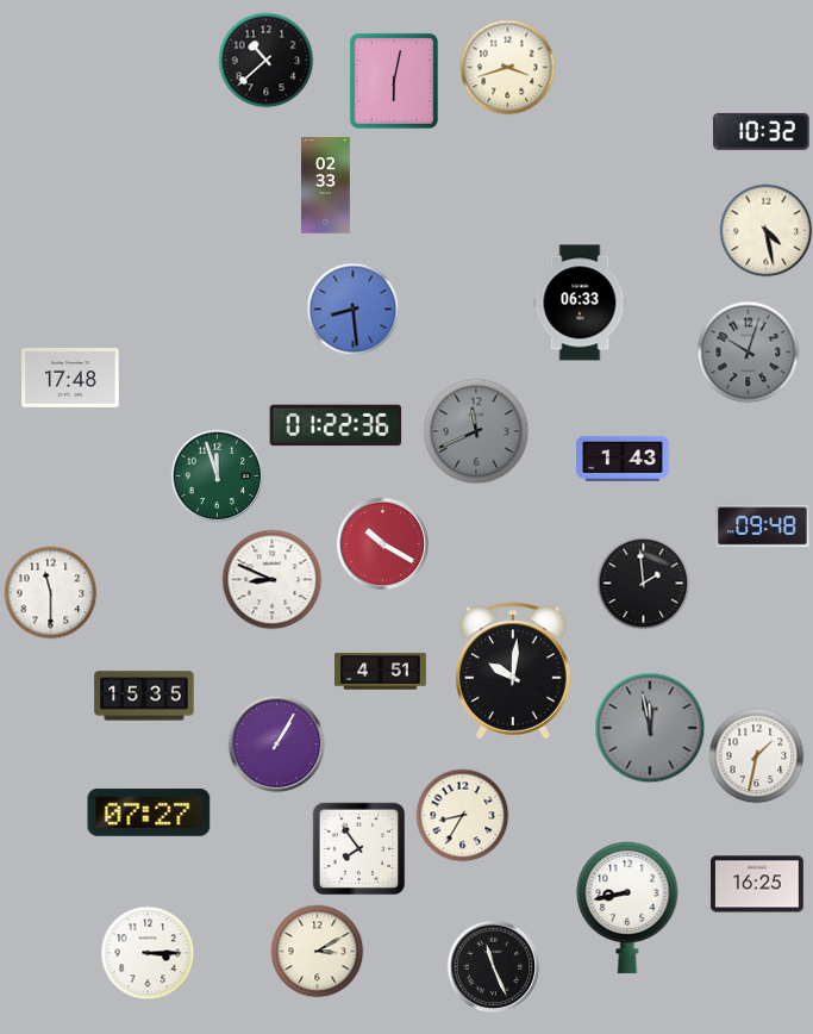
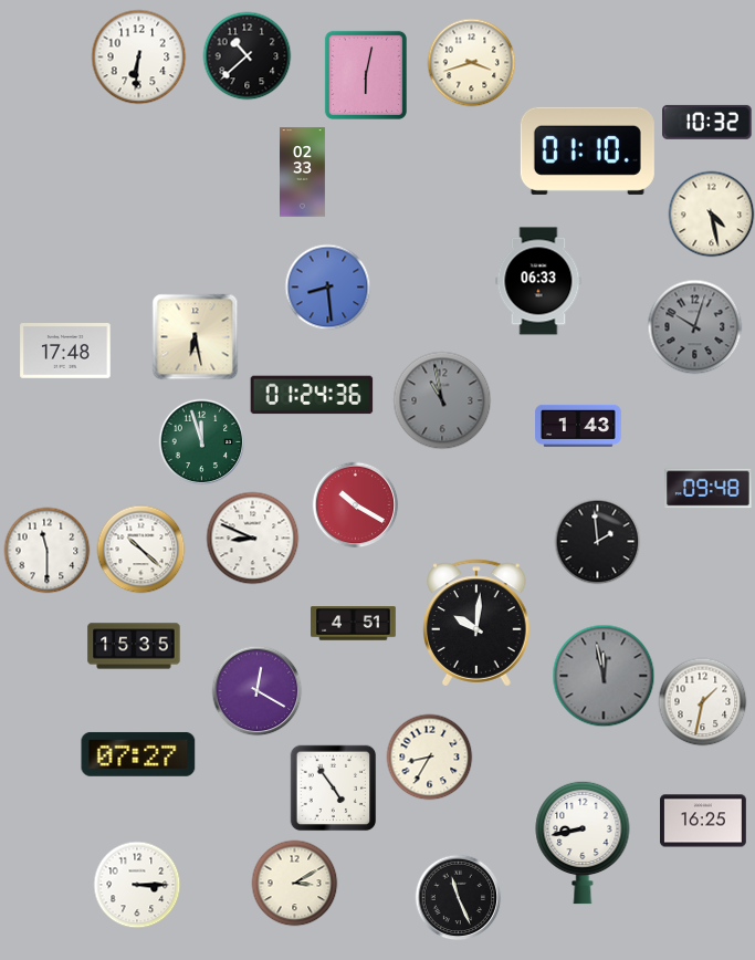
clock at (138, 56): none -> 6:31
clock at (587, 150): none -> 01:10
clock at (195, 336): none -> 6:28
clock at (336, 425): 01:22 -> 01:24
clock at (476, 431): 11:41 -> 10:58
clock at (140, 549): none -> 10:22
clock at (276, 743): 1:05 -> 12:20
clock at (358, 848): 7:54 -> 4:54
